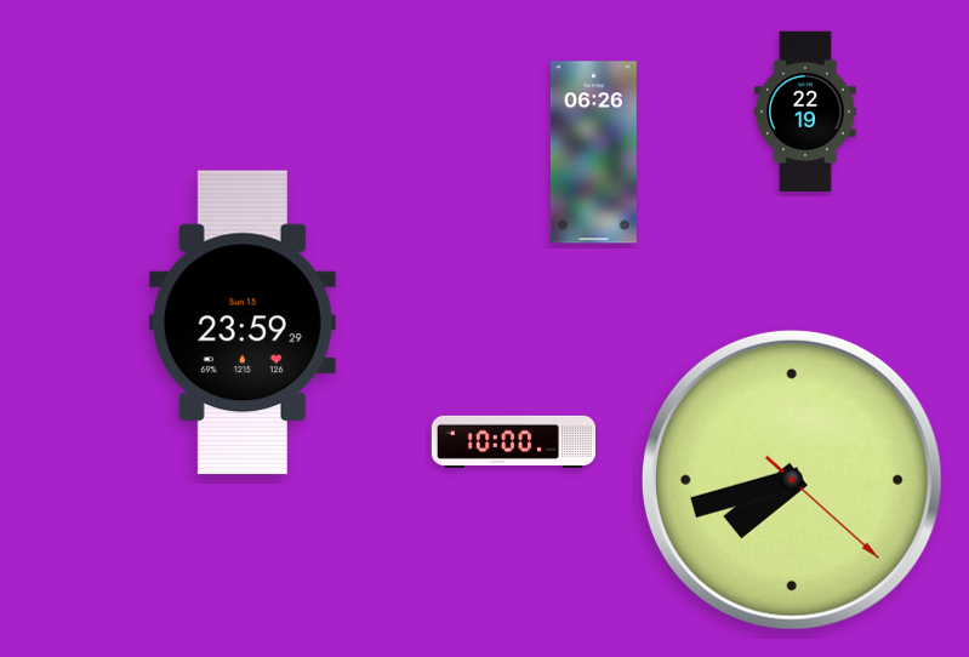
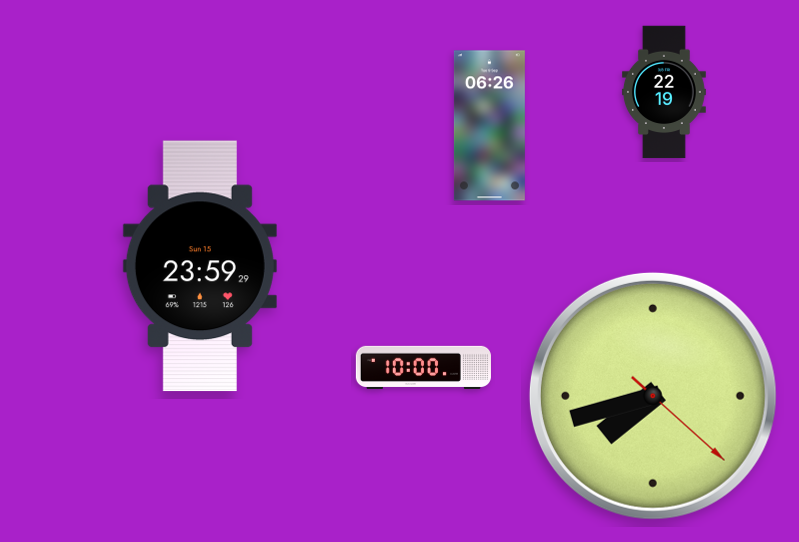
clock at (513, 441) position: (513, 441) -> (423, 367)
